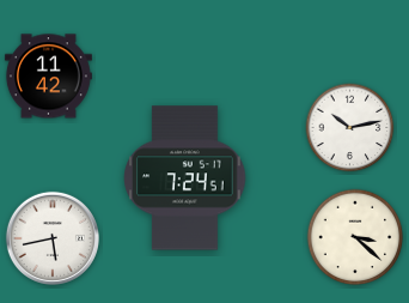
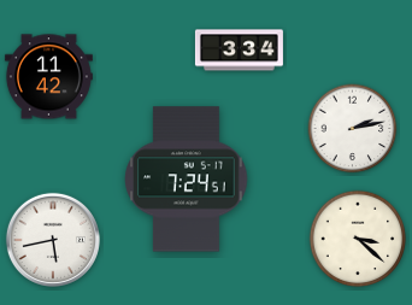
clock at (239, 51): none -> 3:34
clock at (350, 128): 10:13 -> 2:13
